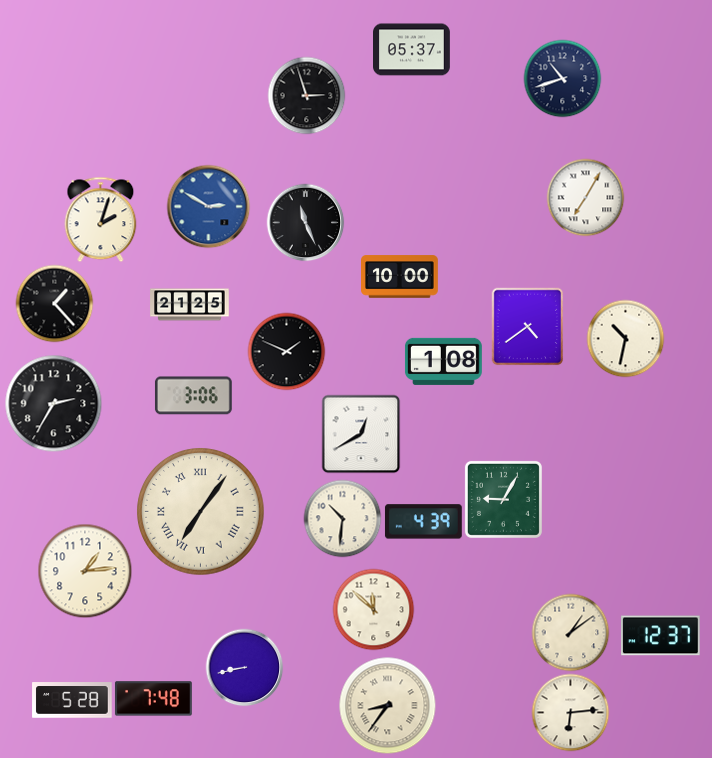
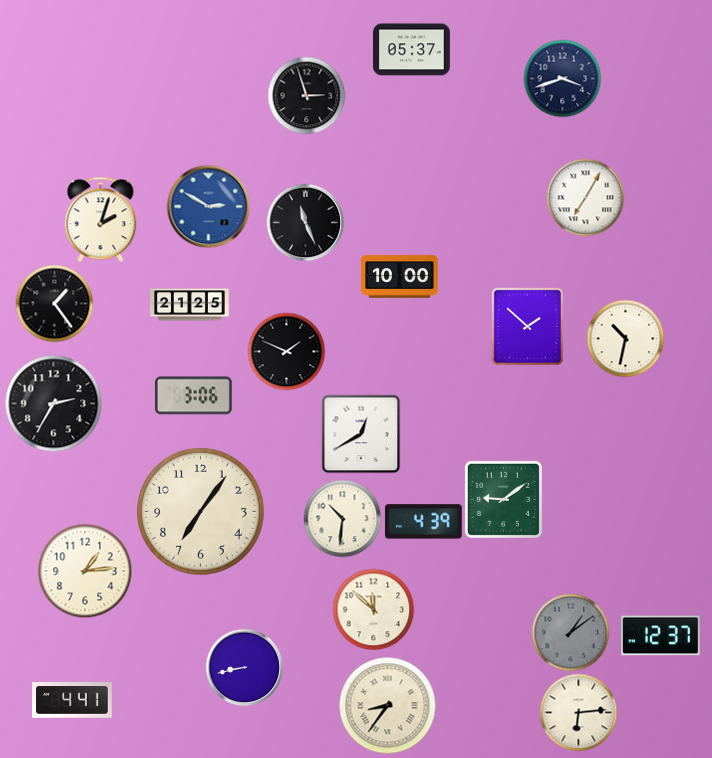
clock at (562, 78): 10:42 -> 3:42
clock at (54, 303): 1:23 -> 1:24
clock at (528, 326): 4:39 -> 1:52
clock at (443, 361): 1:08 -> none
clock at (503, 499): 9:05 -> 9:09
clock at (201, 512) numerals: Roman -> Arabic
clock at (570, 632) dial: cream -> grey
clock at (153, 699): 7:48 -> none
clock at (72, 700): 5:28 -> 4:41
clock at (570, 712) position: (570, 712) -> (578, 712)
